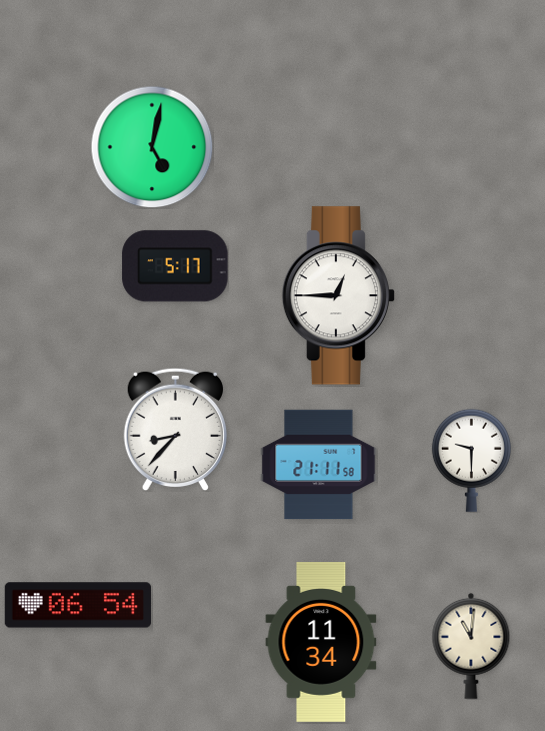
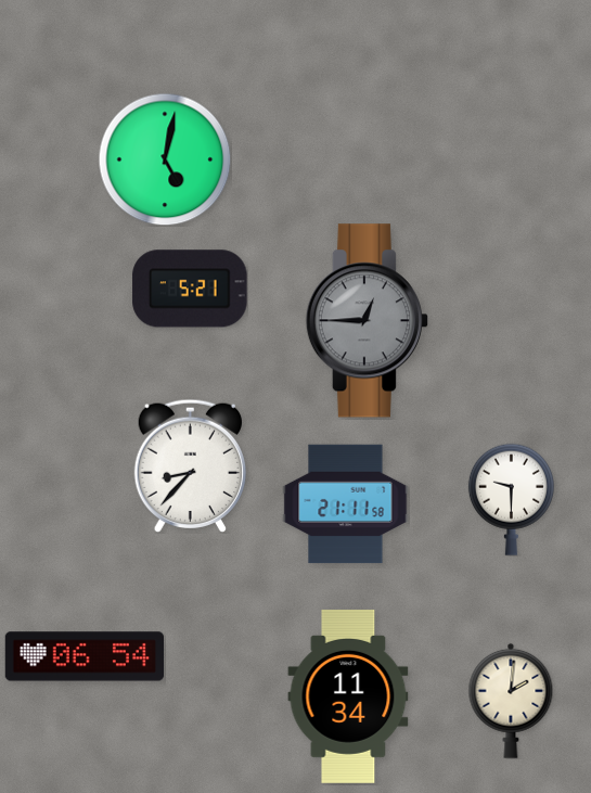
clock at (175, 266): 5:17 -> 5:21
clock at (338, 296) dial: white -> grey
clock at (471, 646): 11:01 -> 2:01
